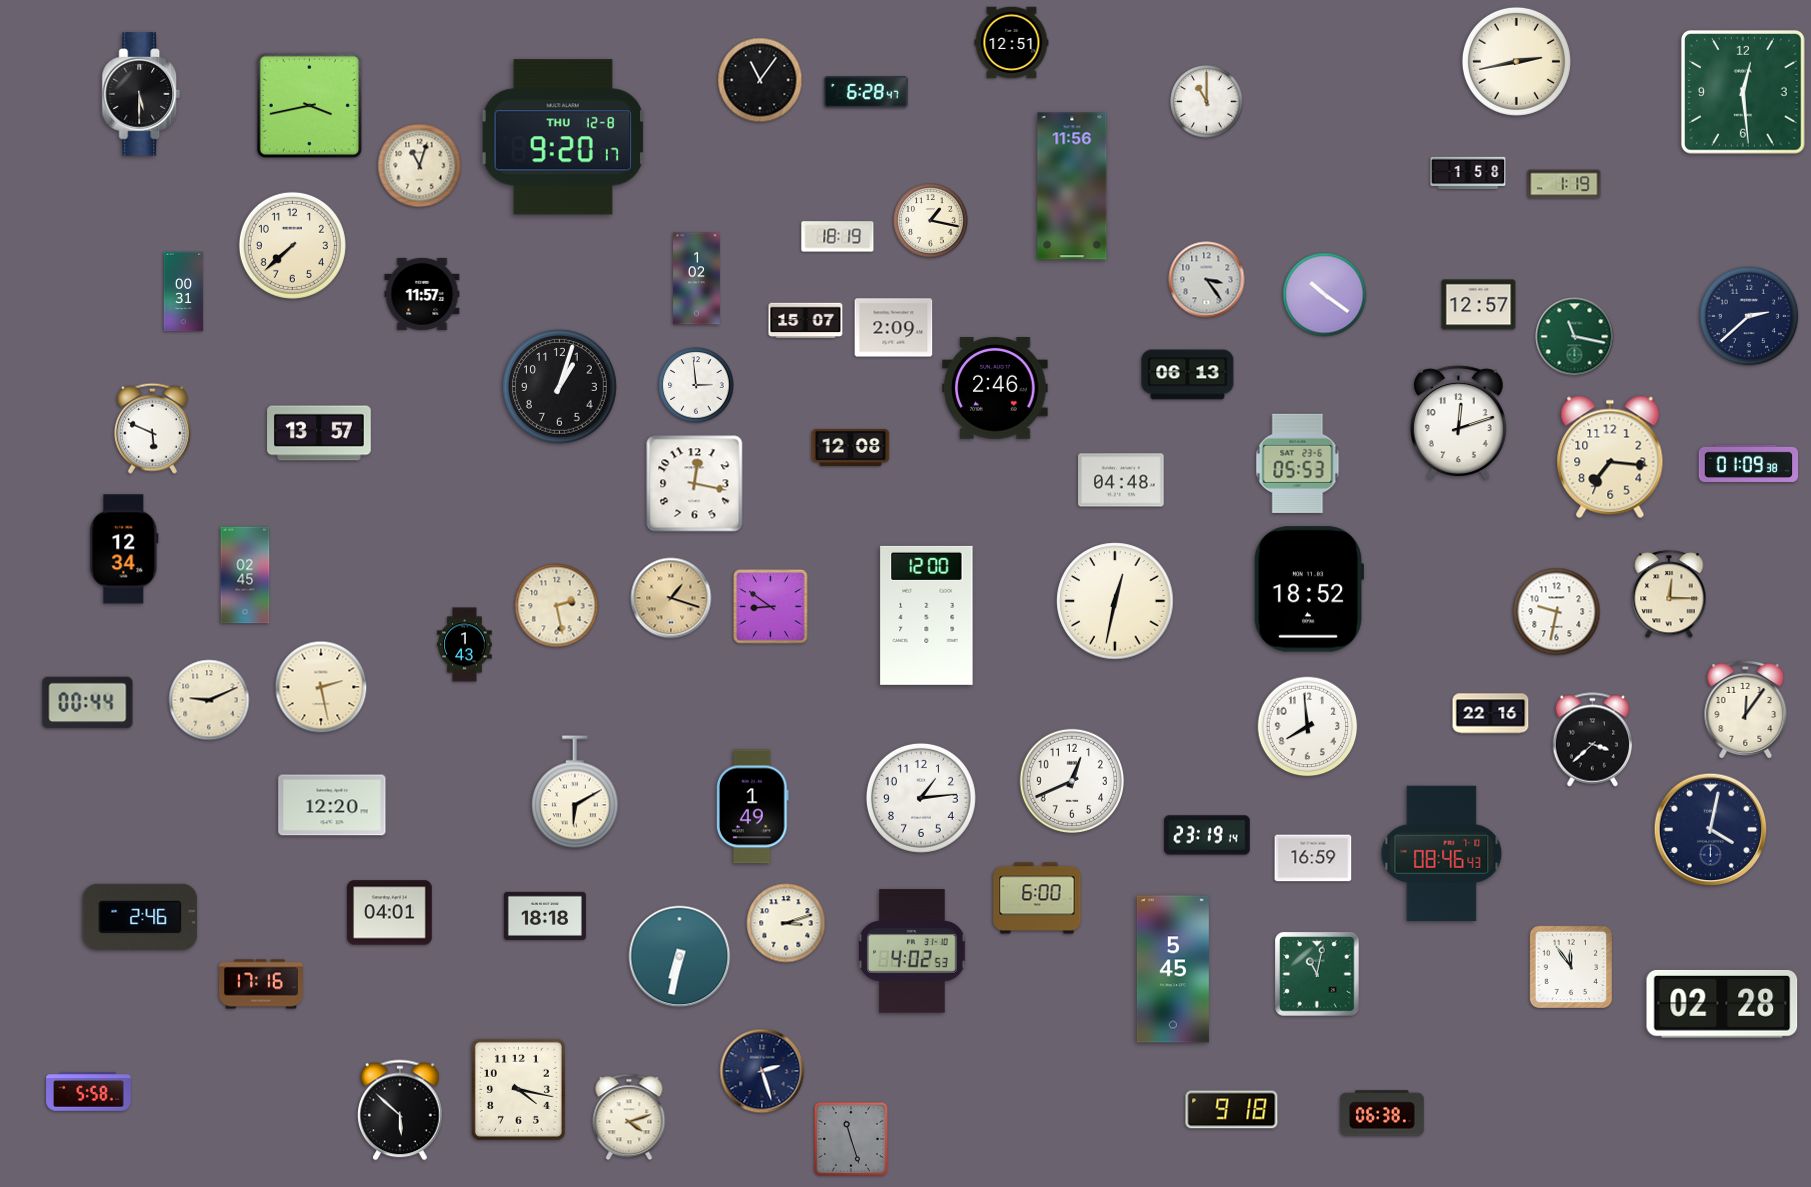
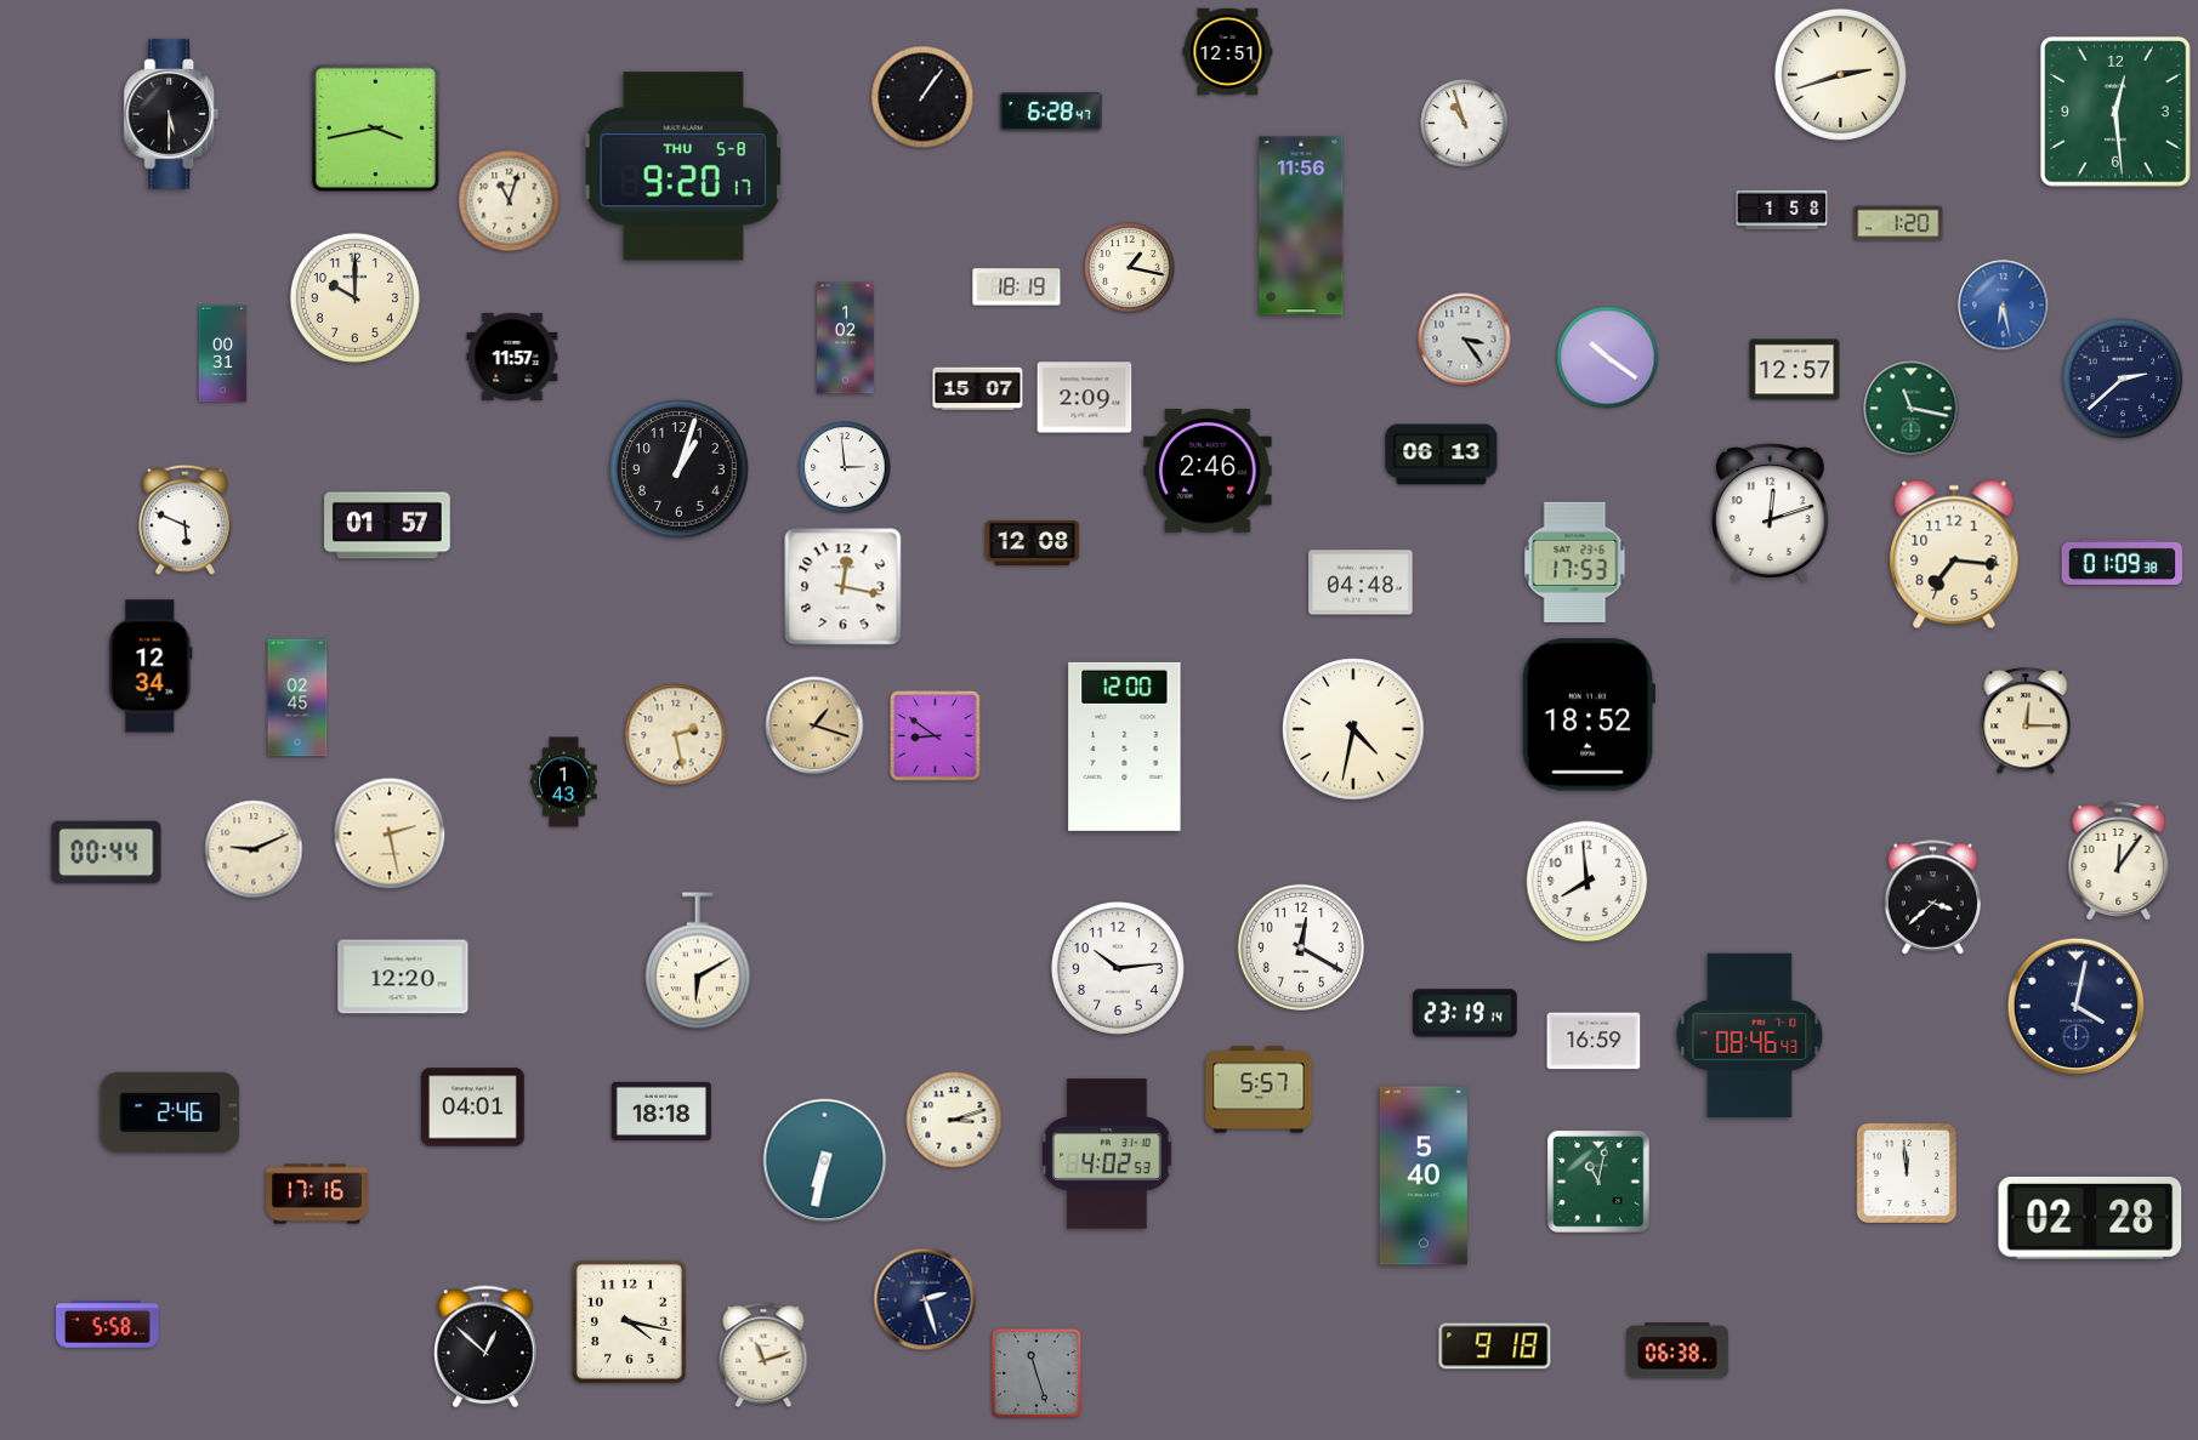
clock at (1516, 61): 2:43 -> 2:42
clock at (760, 80): 11:06 -> 1:06
clock at (1207, 102): 11:00 -> 10:57
clock at (562, 137) date: THU 12-8 -> THU 5-8
clock at (1564, 184): 1:19 -> 1:20
clock at (292, 245): 7:38 -> 10:00
clock at (2004, 306): none -> 6:28
clock at (1749, 316) position: (1749, 316) -> (2123, 379)
clock at (319, 433): 13:57 -> 01:57
clock at (1298, 463): 05:53 -> 17:53
clock at (1115, 601): 12:32 -> 4:32
clock at (1557, 612): 9:32 -> none
clock at (1491, 714): 22:16 -> none
clock at (1072, 781): 12:41 -> 12:20
clock at (921, 798): 1:14 -> 10:14
clock at (753, 807): 1:49 -> none
clock at (1037, 898): 6:00 -> 5:57
clock at (1570, 966): 11:54 -> 11:59
clock at (1173, 969): 5:45 -> 5:40
clock at (400, 1110): 5:52 -> 12:52
clock at (629, 1117): 4:12 -> 11:12
clock at (851, 1139) position: (851, 1139) -> (1036, 1373)
